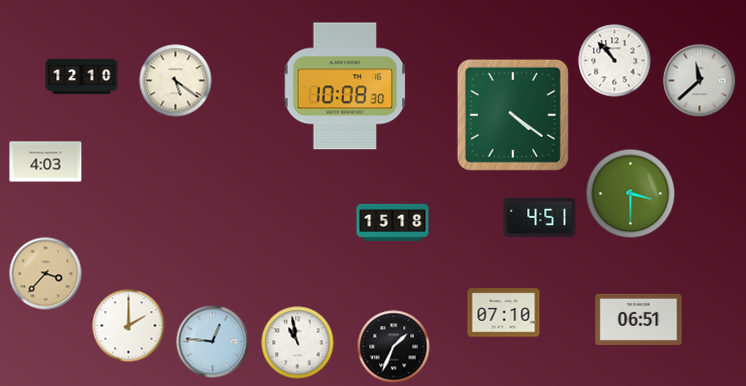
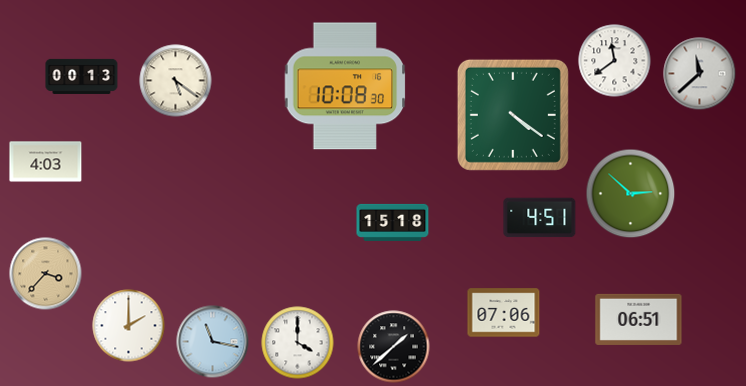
clock at (615, 61): 10:53 -> 11:39
clock at (82, 76): 12:10 -> 00:13
clock at (700, 81) position: (700, 81) -> (700, 74)
clock at (631, 194): 3:30 -> 2:52
clock at (504, 313): 07:10 -> 07:06
clock at (213, 342): 12:46 -> 11:17
clock at (298, 343): 10:58 -> 4:00
clock at (394, 347): 1:34 -> 1:38
